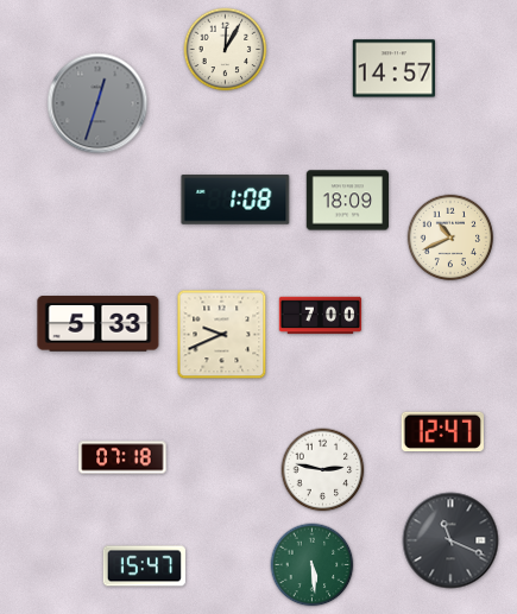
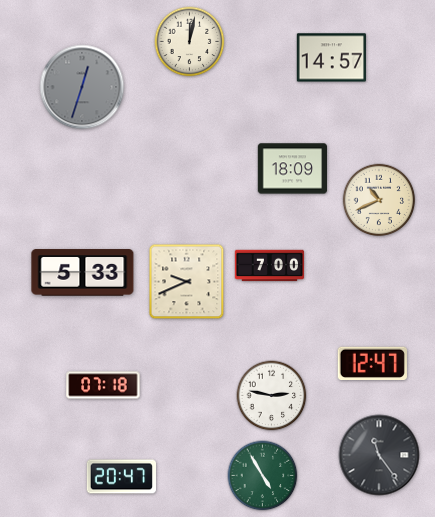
clock at (226, 50): 12:05 -> 12:02
clock at (235, 200): 1:08 -> none
clock at (450, 540): 11:19 -> 11:24
clock at (313, 565): 5:29 -> 4:55
clock at (144, 566): 15:47 -> 20:47
